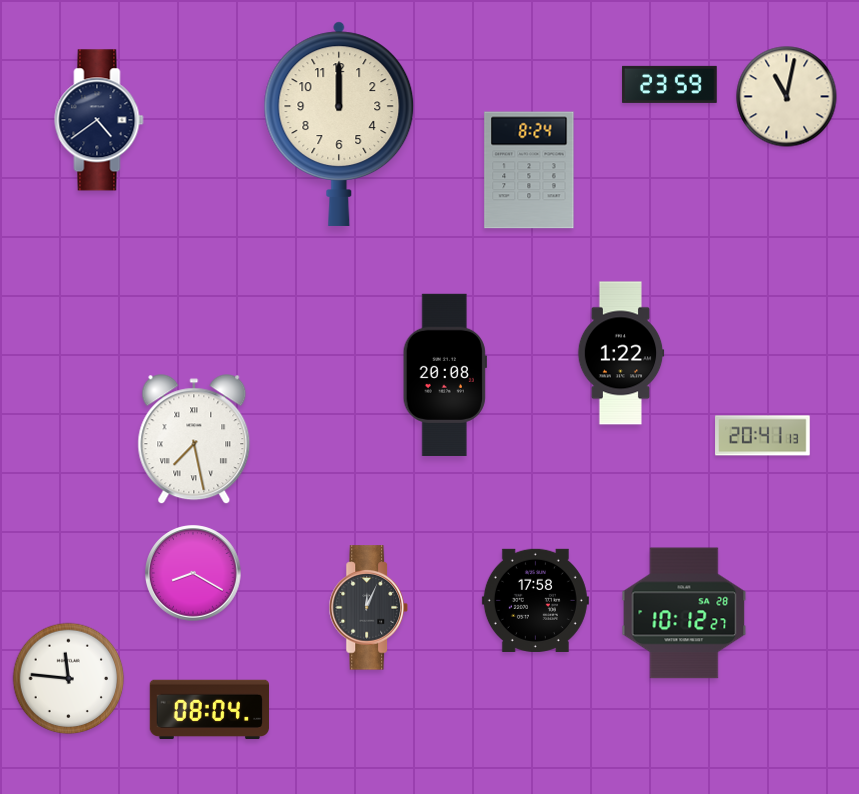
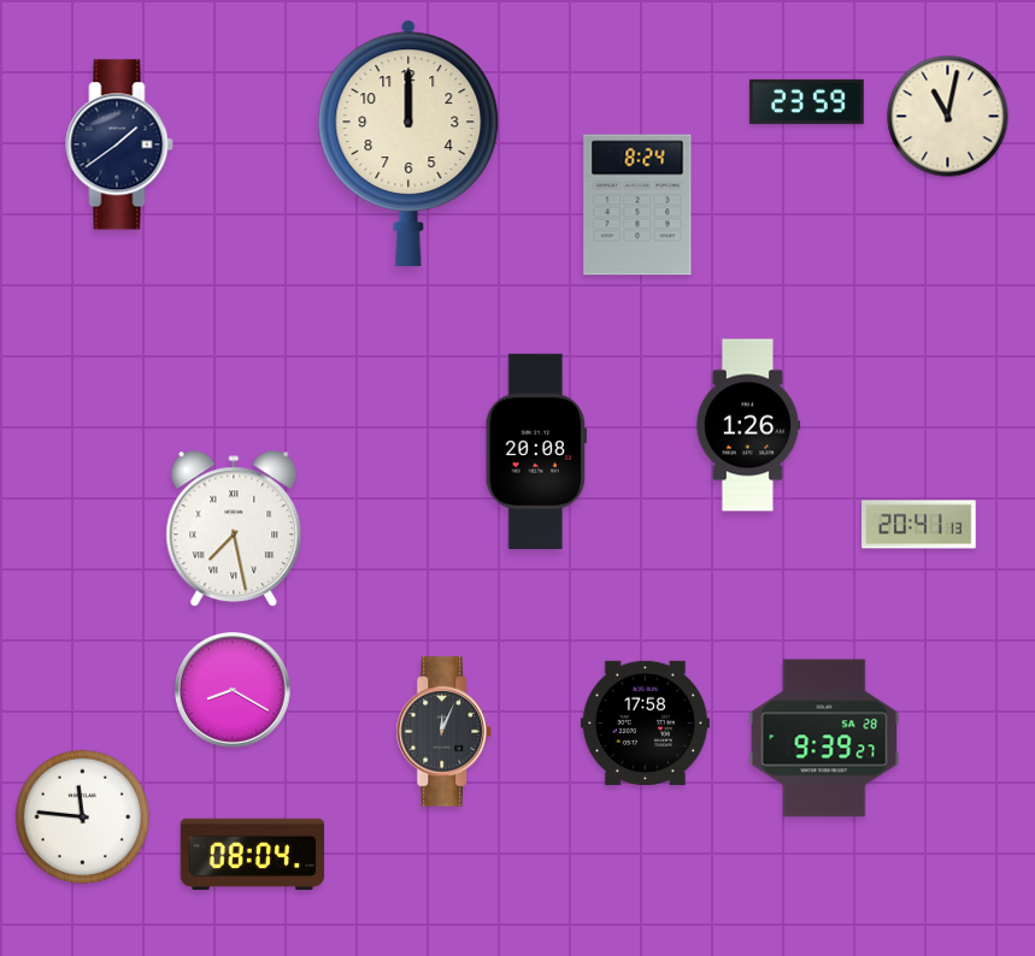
clock at (99, 120): 4:39 -> 1:39
clock at (339, 124) position: (339, 124) -> (408, 143)
clock at (621, 353): 1:22 -> 1:26
clock at (684, 613): 10:12 -> 9:39
